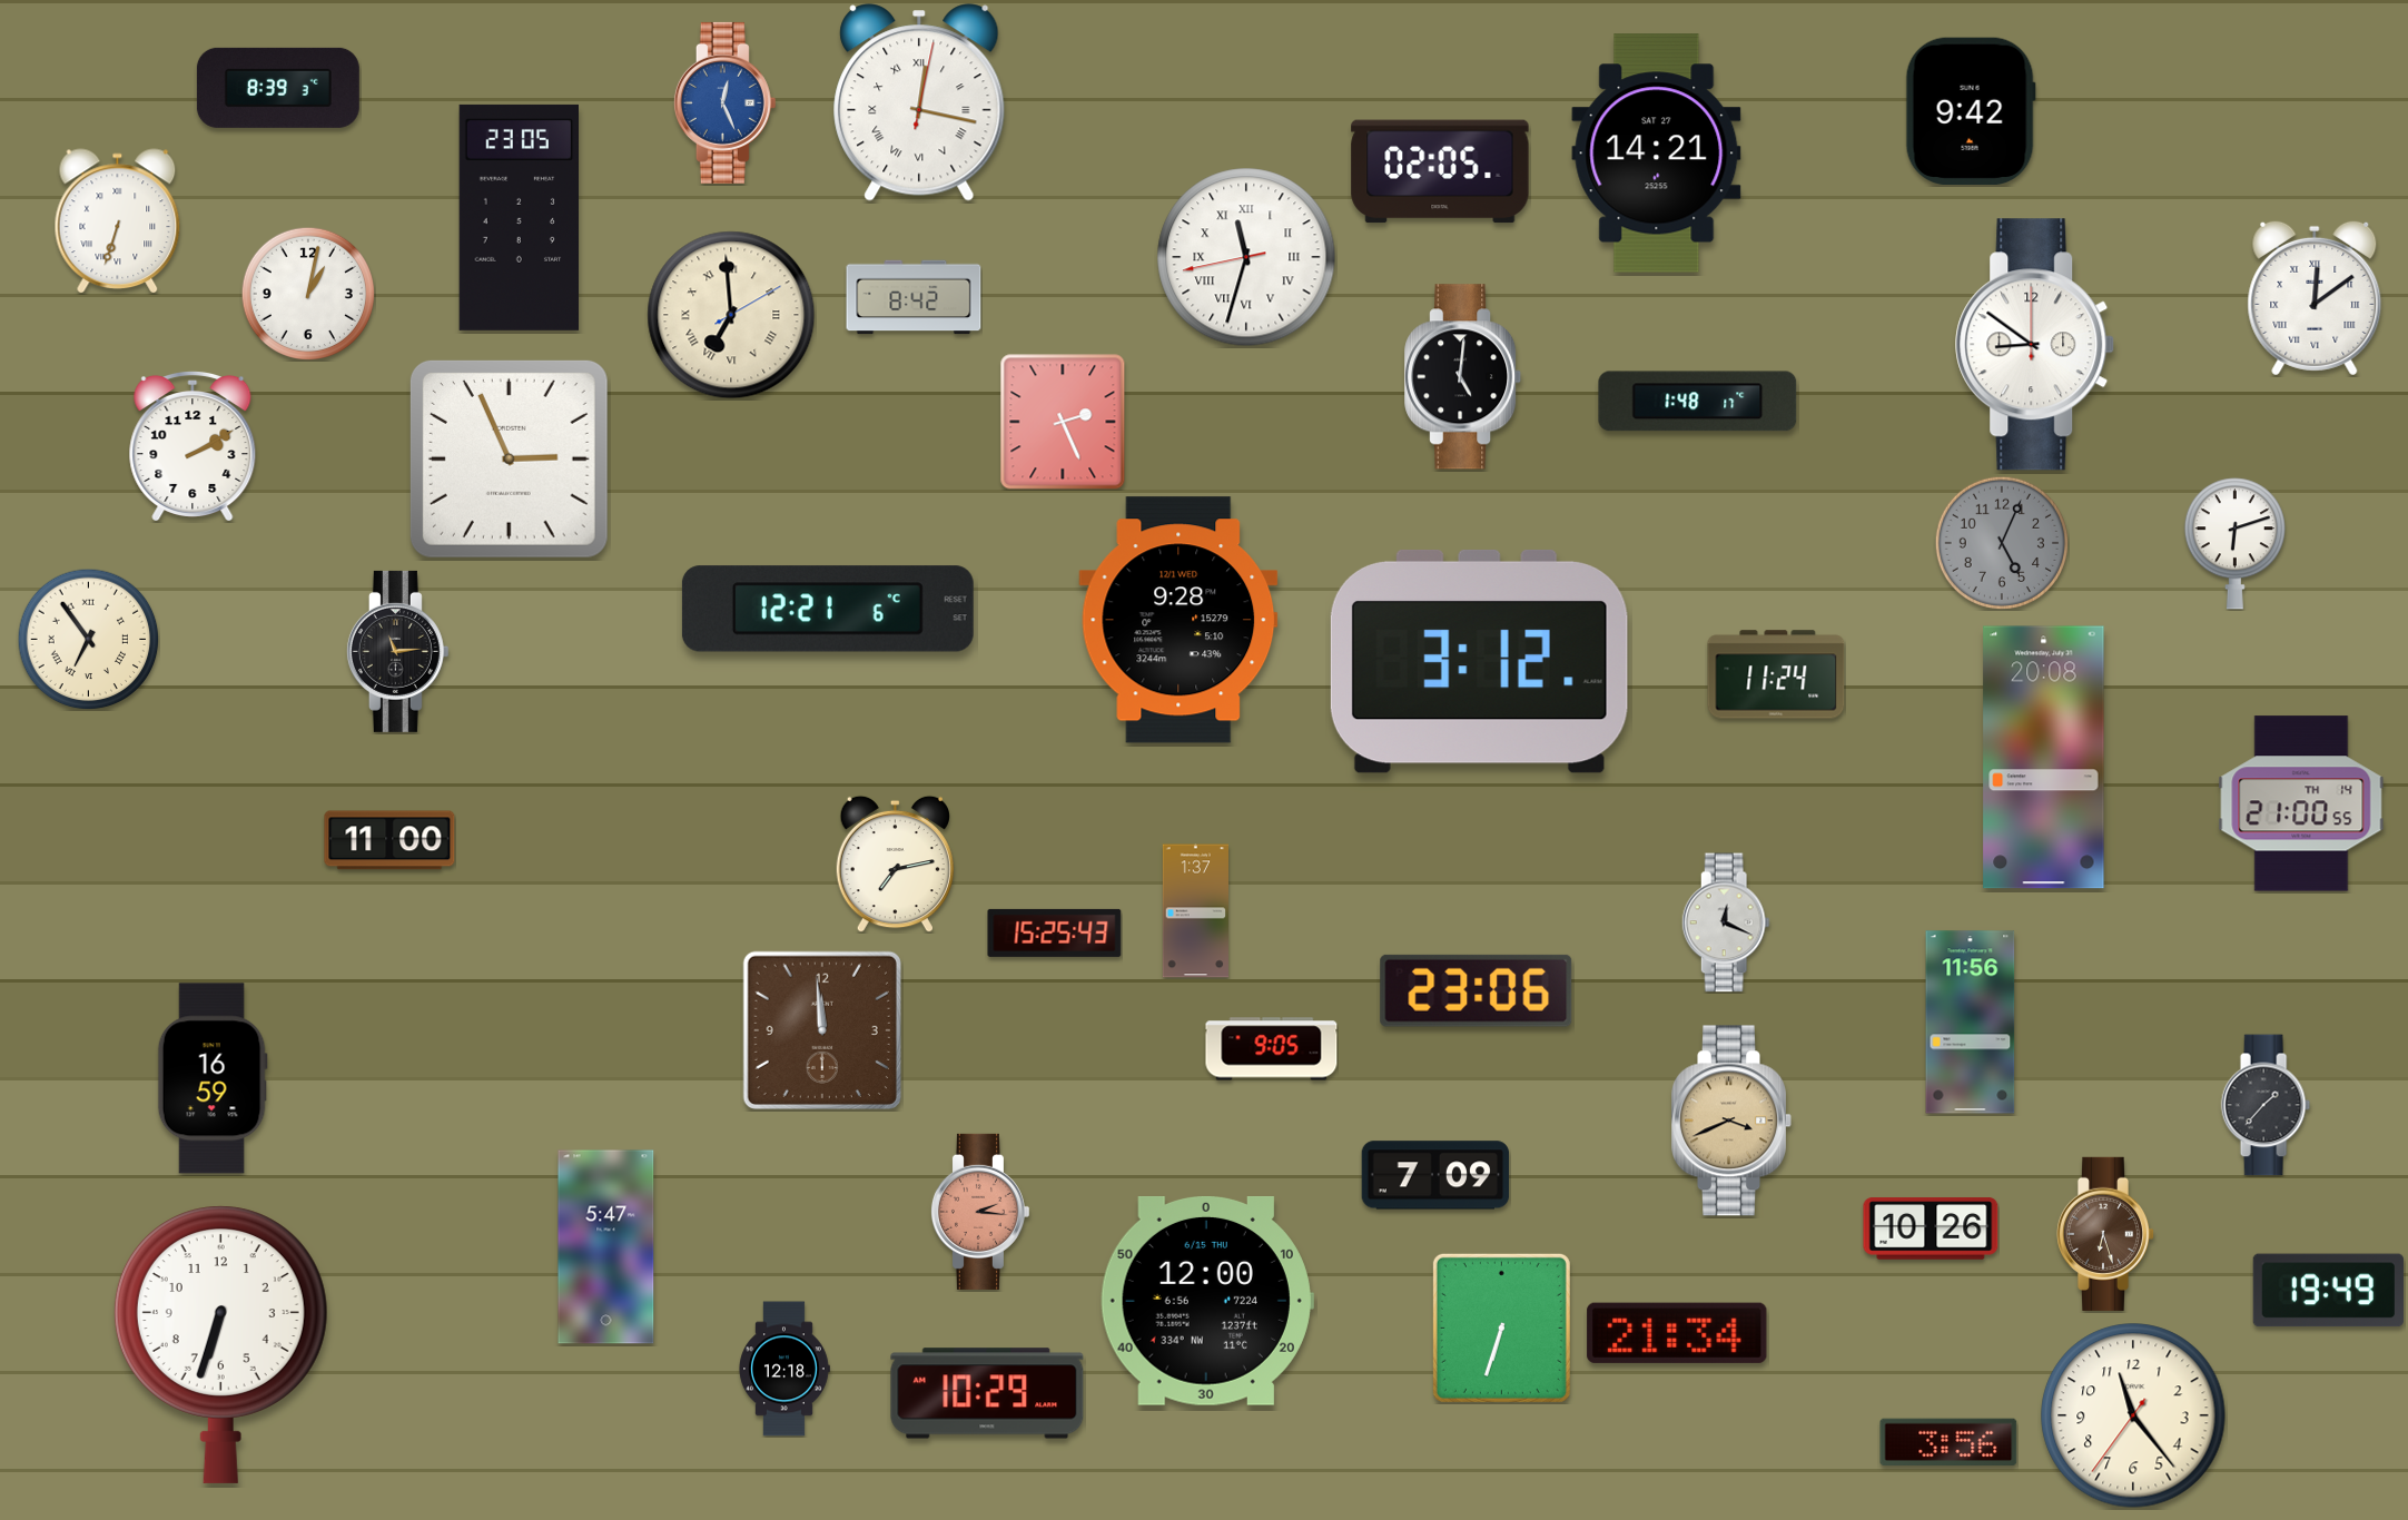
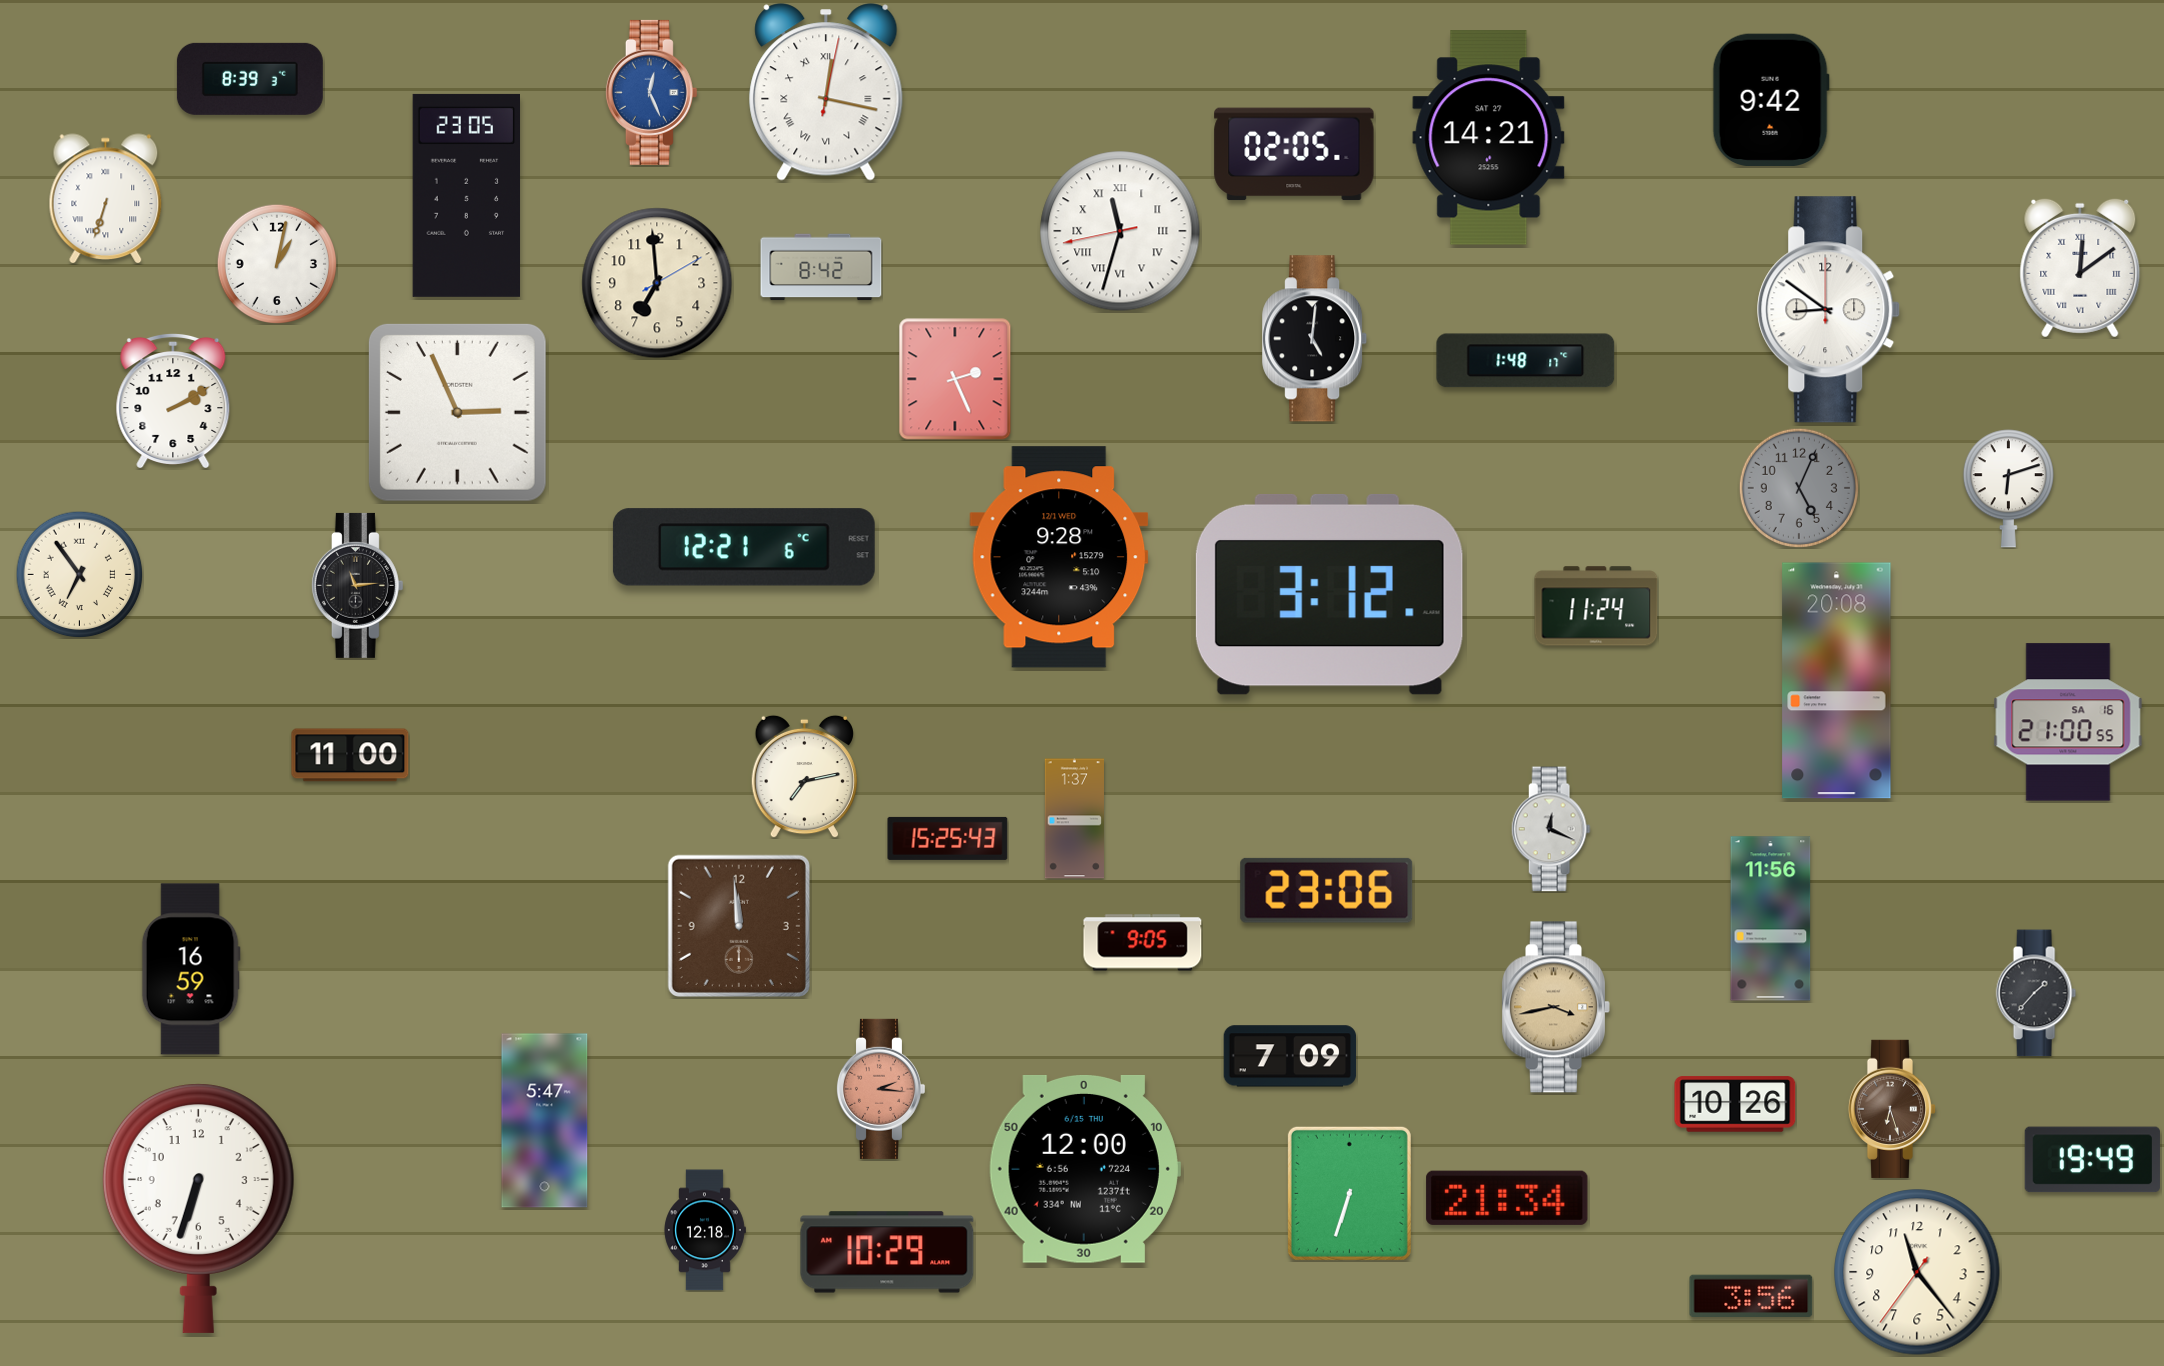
clock at (731, 315) numerals: Roman -> Arabic
clock at (2301, 803) date: TH 14 -> SA 16
clock at (1731, 1121): 3:41 -> 3:43
